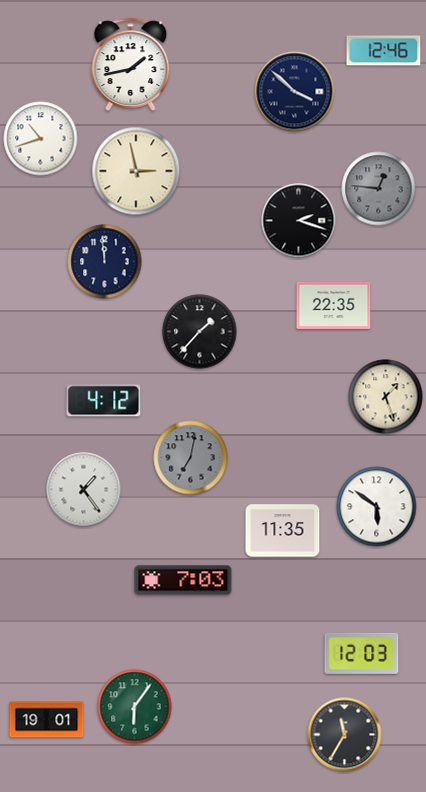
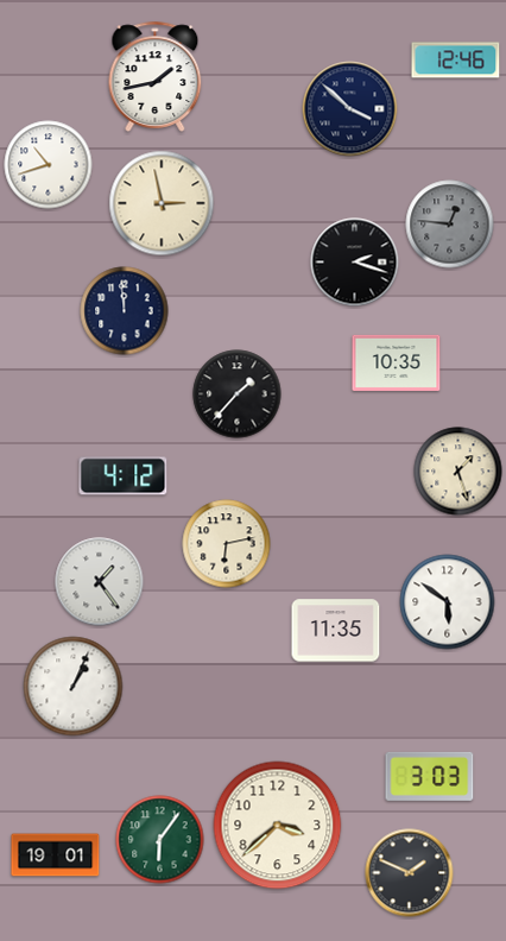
clock at (334, 305): 22:35 -> 10:35
clock at (191, 458): 7:02 -> 6:13
clock at (191, 458) dial: grey -> cream
clock at (74, 687): none -> 1:04
clock at (183, 580): 7:03 -> none
clock at (362, 653): 12:03 -> 3:03
clock at (278, 826): none -> 3:38
clock at (345, 735): 11:35 -> 1:49
